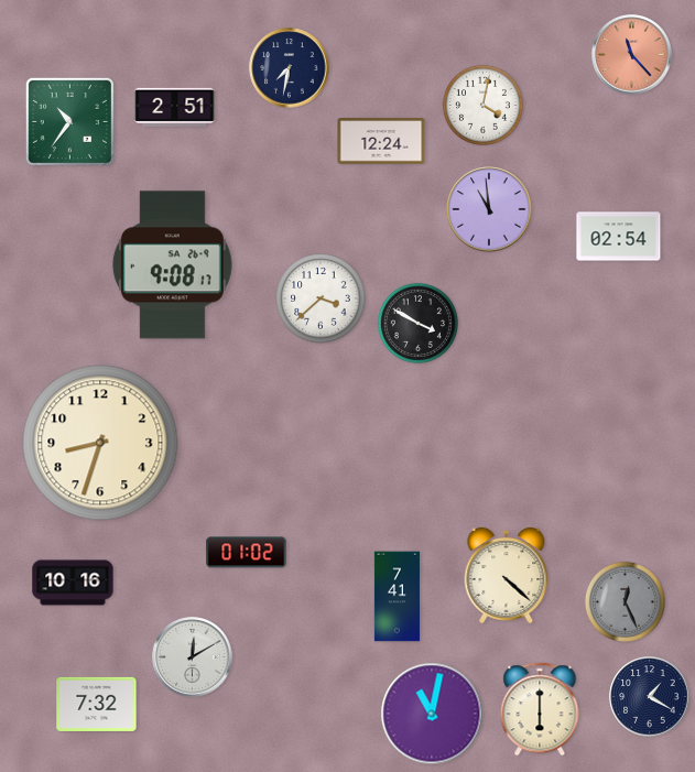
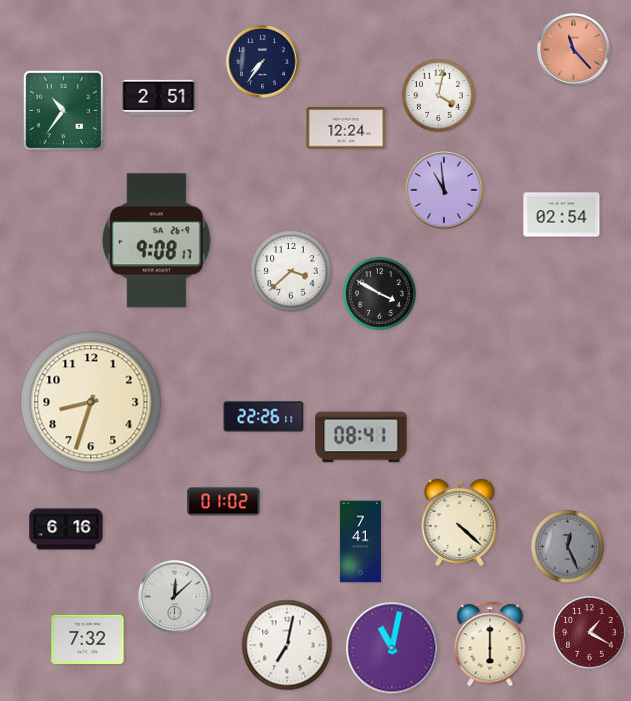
clock at (290, 68): 7:32 -> 7:36
clock at (264, 417): none -> 22:26
clock at (361, 437): none -> 08:41
clock at (73, 583): 10:16 -> 6:16
clock at (193, 657): 12:10 -> 12:08
clock at (650, 697) dial: navy -> burgundy
clock at (287, 645): none -> 7:02
